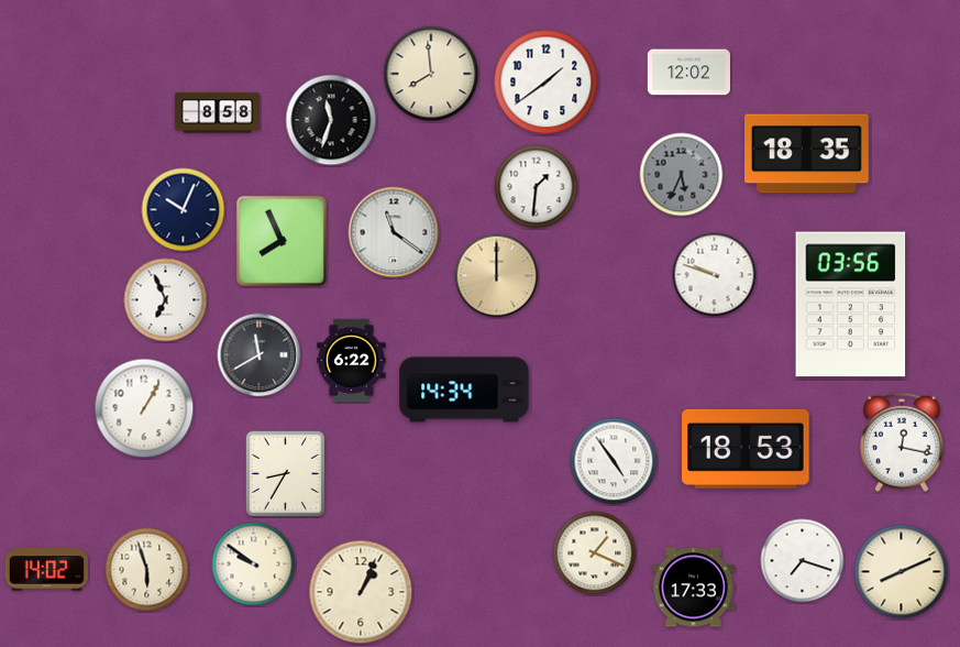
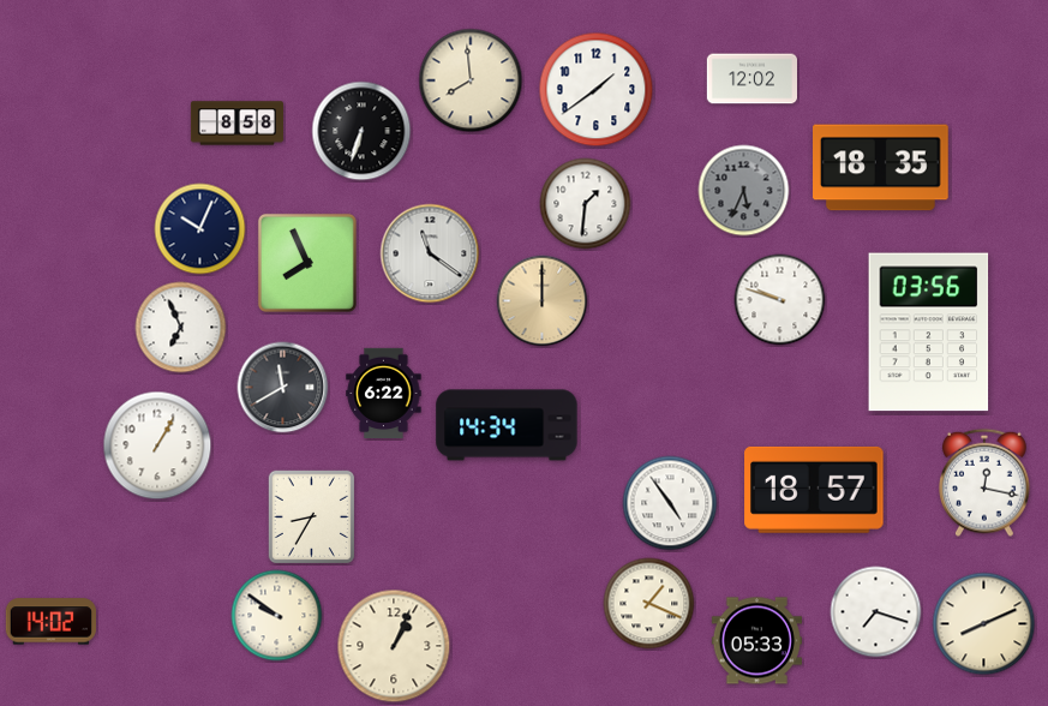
clock at (331, 120): 11:33 -> 6:33
clock at (746, 449): 18:53 -> 18:57
clock at (147, 570): 5:57 -> none
clock at (693, 588): 17:33 -> 05:33
